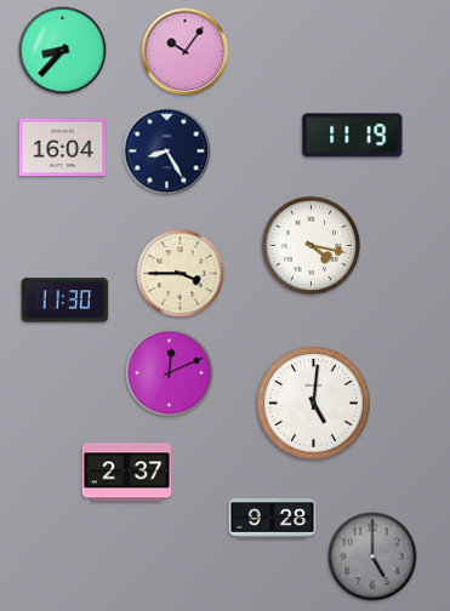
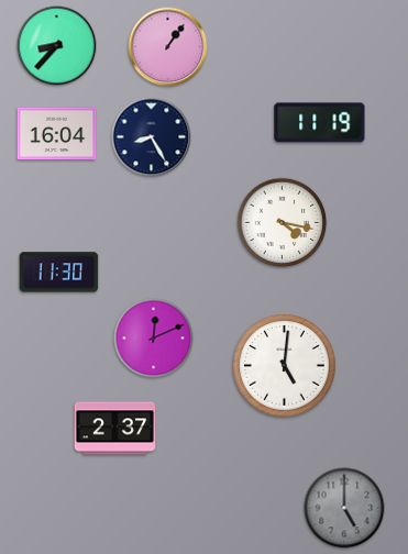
clock at (186, 52): 10:06 -> 1:06
clock at (181, 274): 3:45 -> none
clock at (273, 519): 9:28 -> none
clock at (372, 556) position: (372, 556) -> (344, 508)
